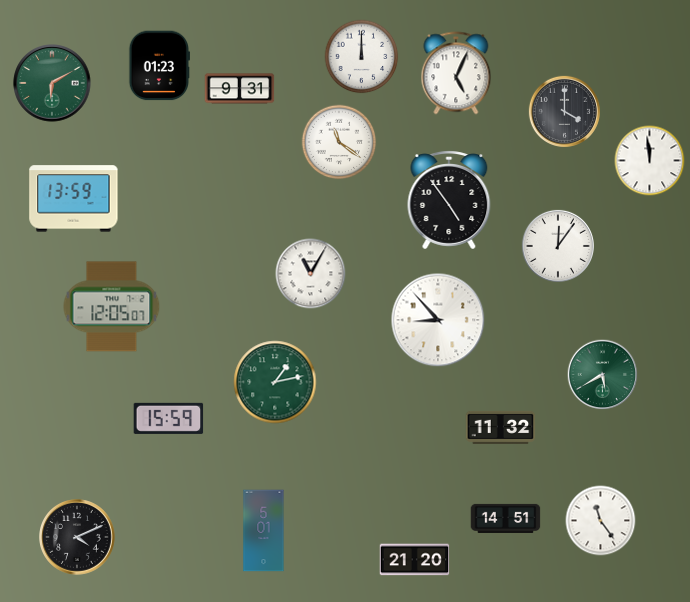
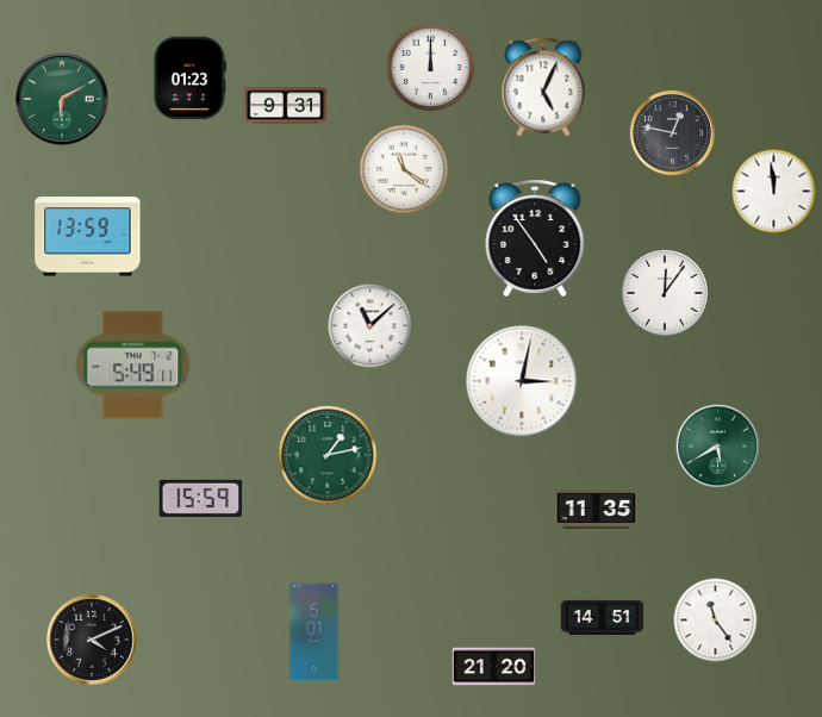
clock at (564, 111): 4:00 -> 12:47
clock at (311, 274): 11:05 -> 11:08
clock at (112, 307): 12:05 -> 5:49
clock at (438, 320): 8:53 -> 3:02
clock at (501, 427): 11:32 -> 11:35
